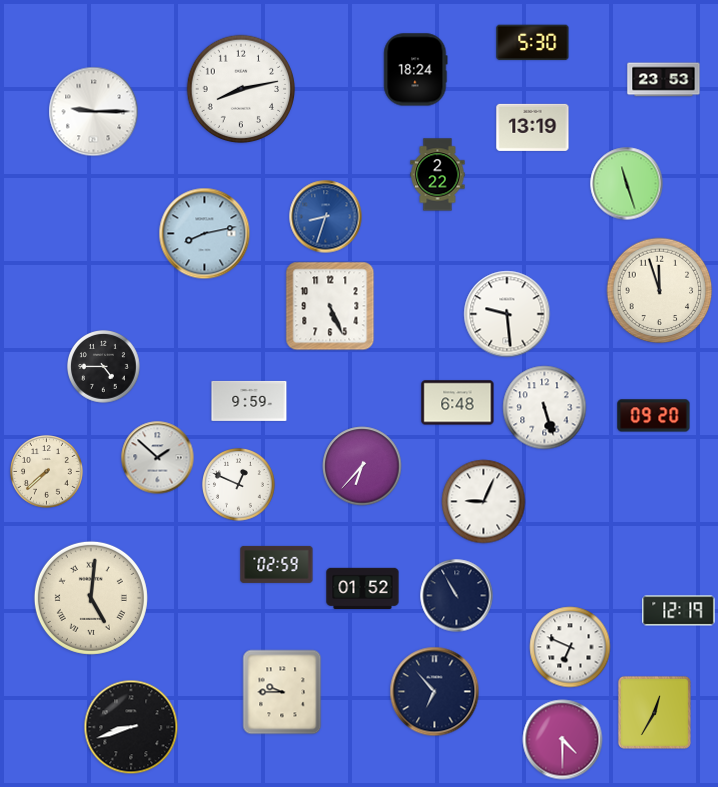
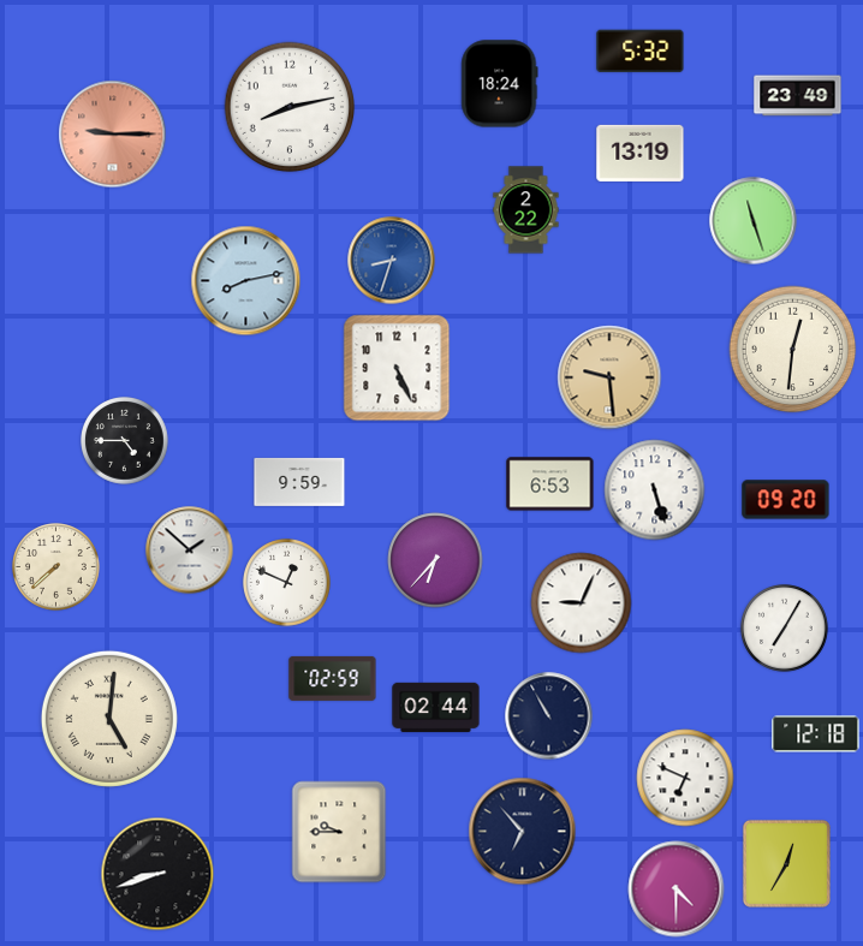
clock at (533, 43): 5:30 -> 5:32
clock at (664, 80): 23:53 -> 23:49
clock at (94, 112) dial: white -> salmon
clock at (660, 291): 11:57 -> 12:31
clock at (507, 314) dial: white -> champagne
clock at (458, 403): 6:48 -> 6:53
clock at (785, 629): none -> 7:05
clock at (363, 589): 01:52 -> 02:44
clock at (679, 611): 12:19 -> 12:18
clock at (654, 712) position: (654, 712) -> (786, 863)
